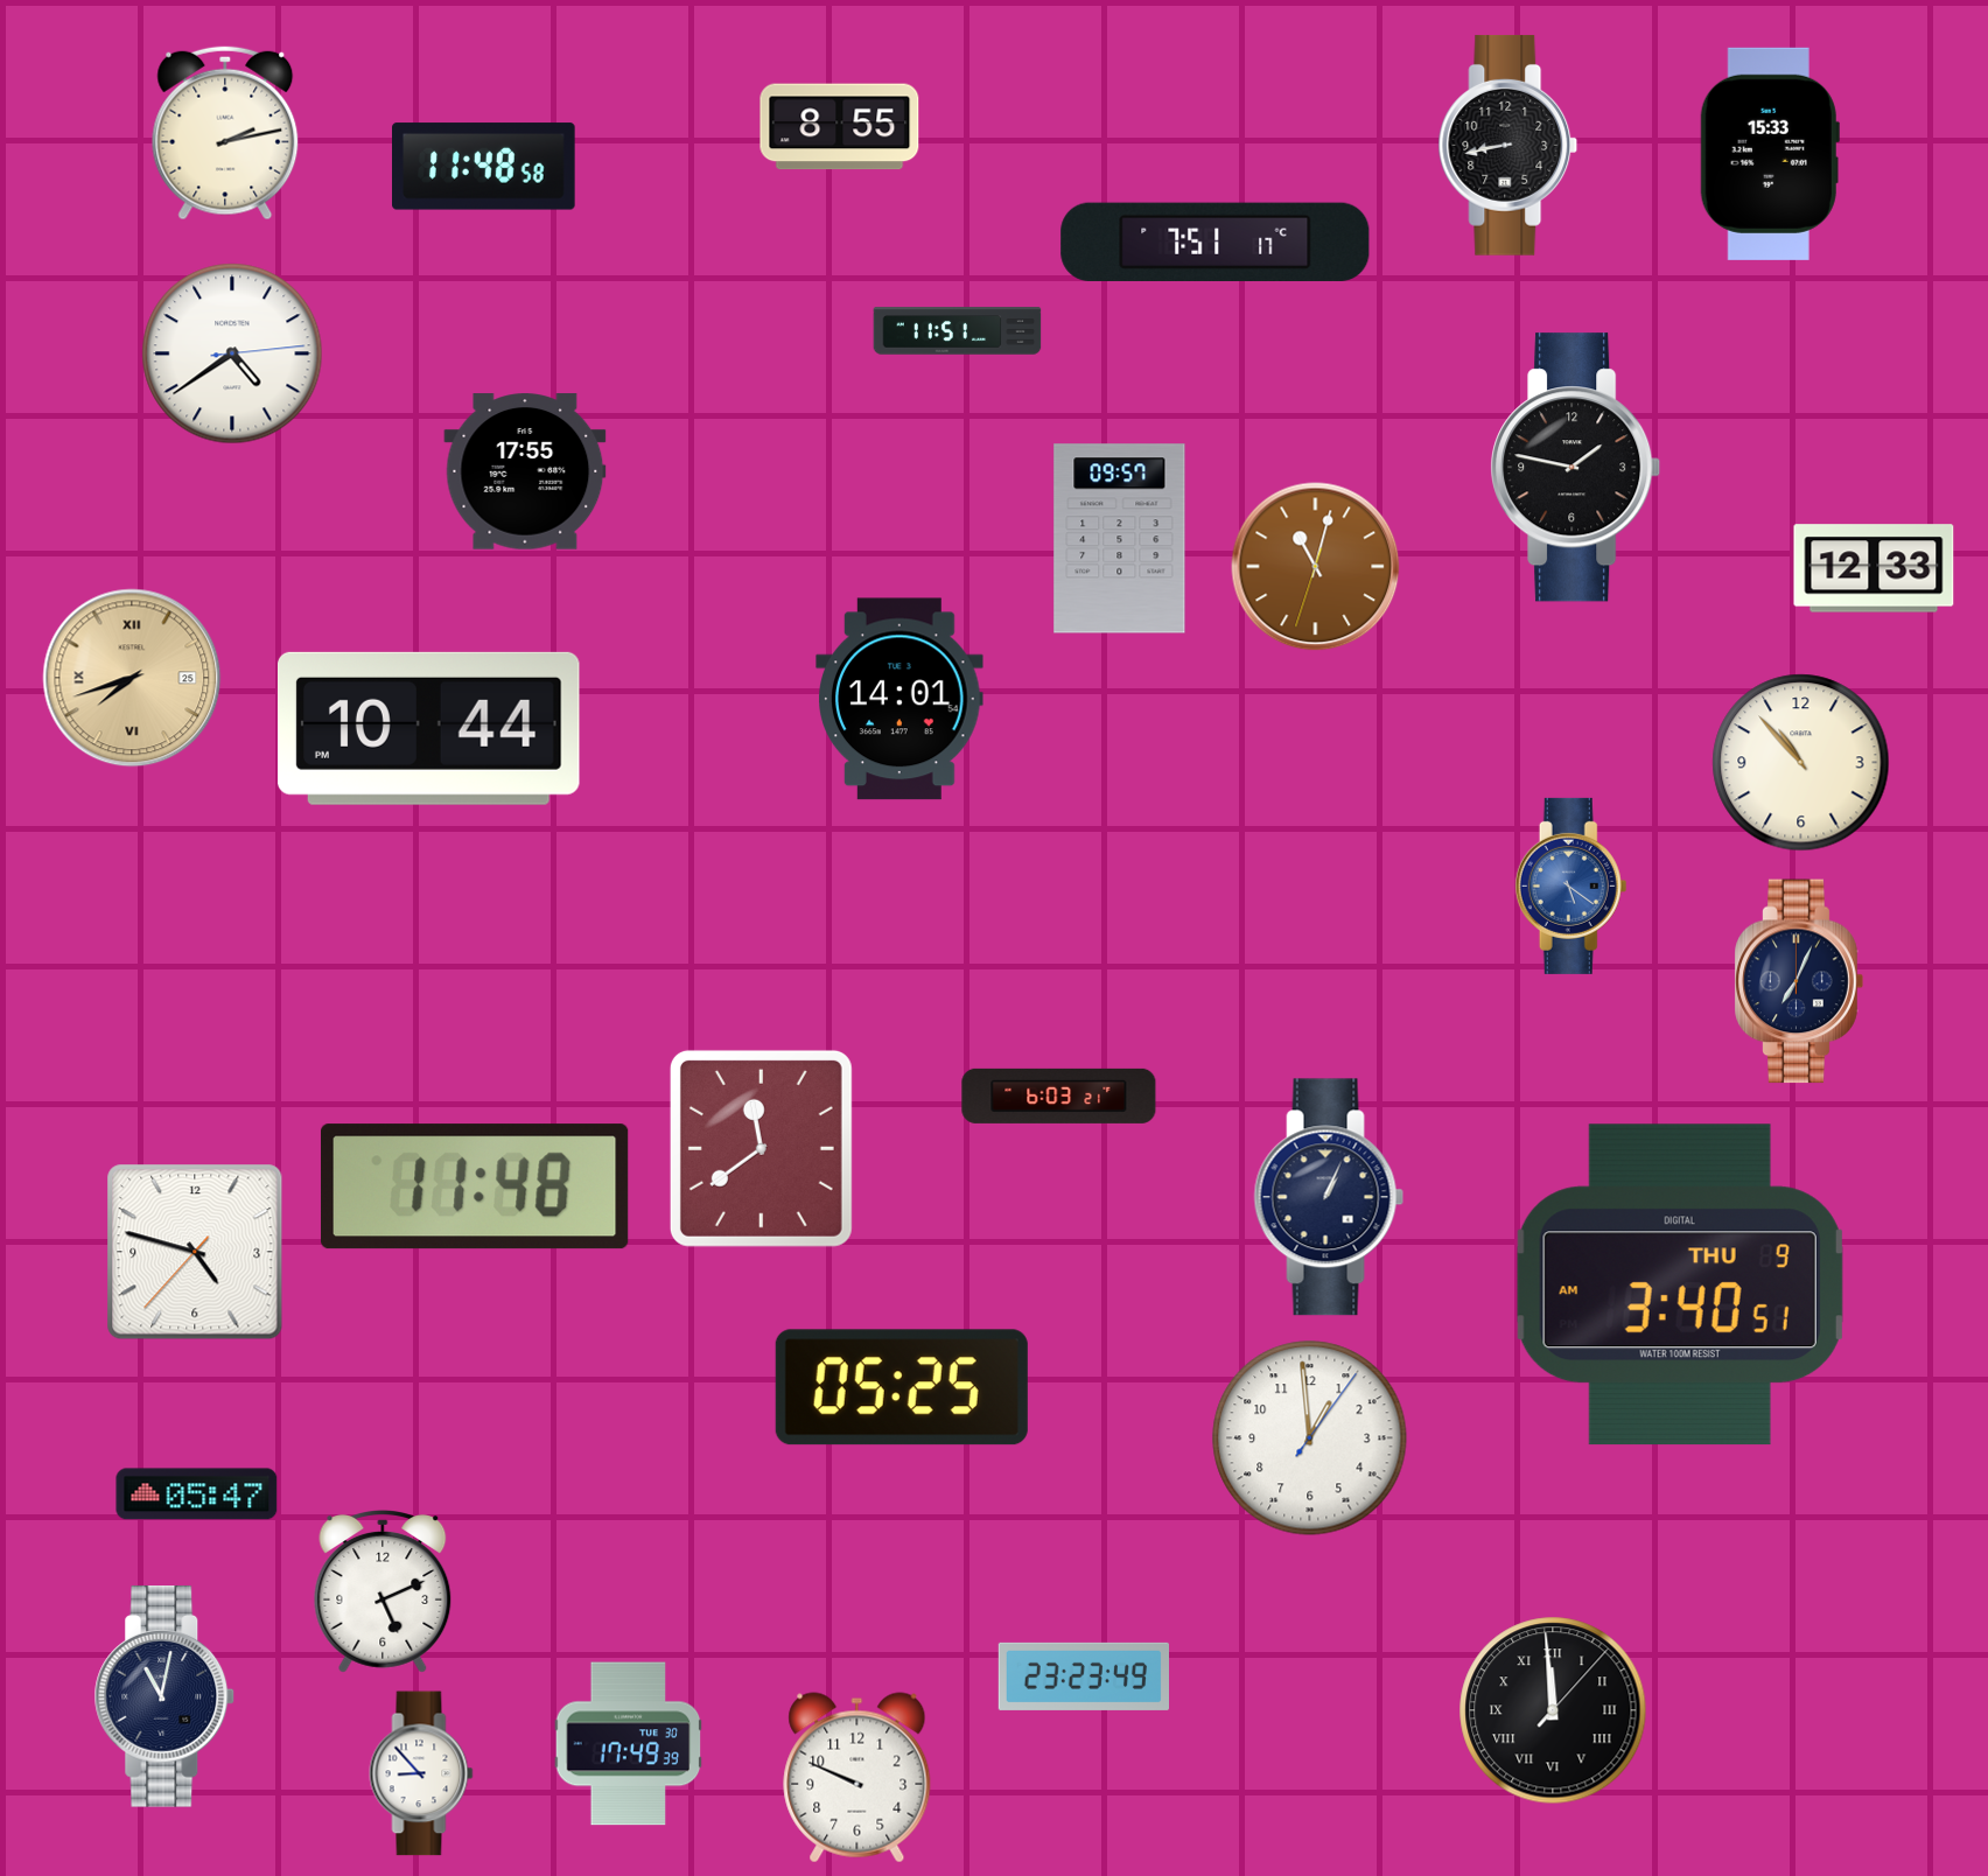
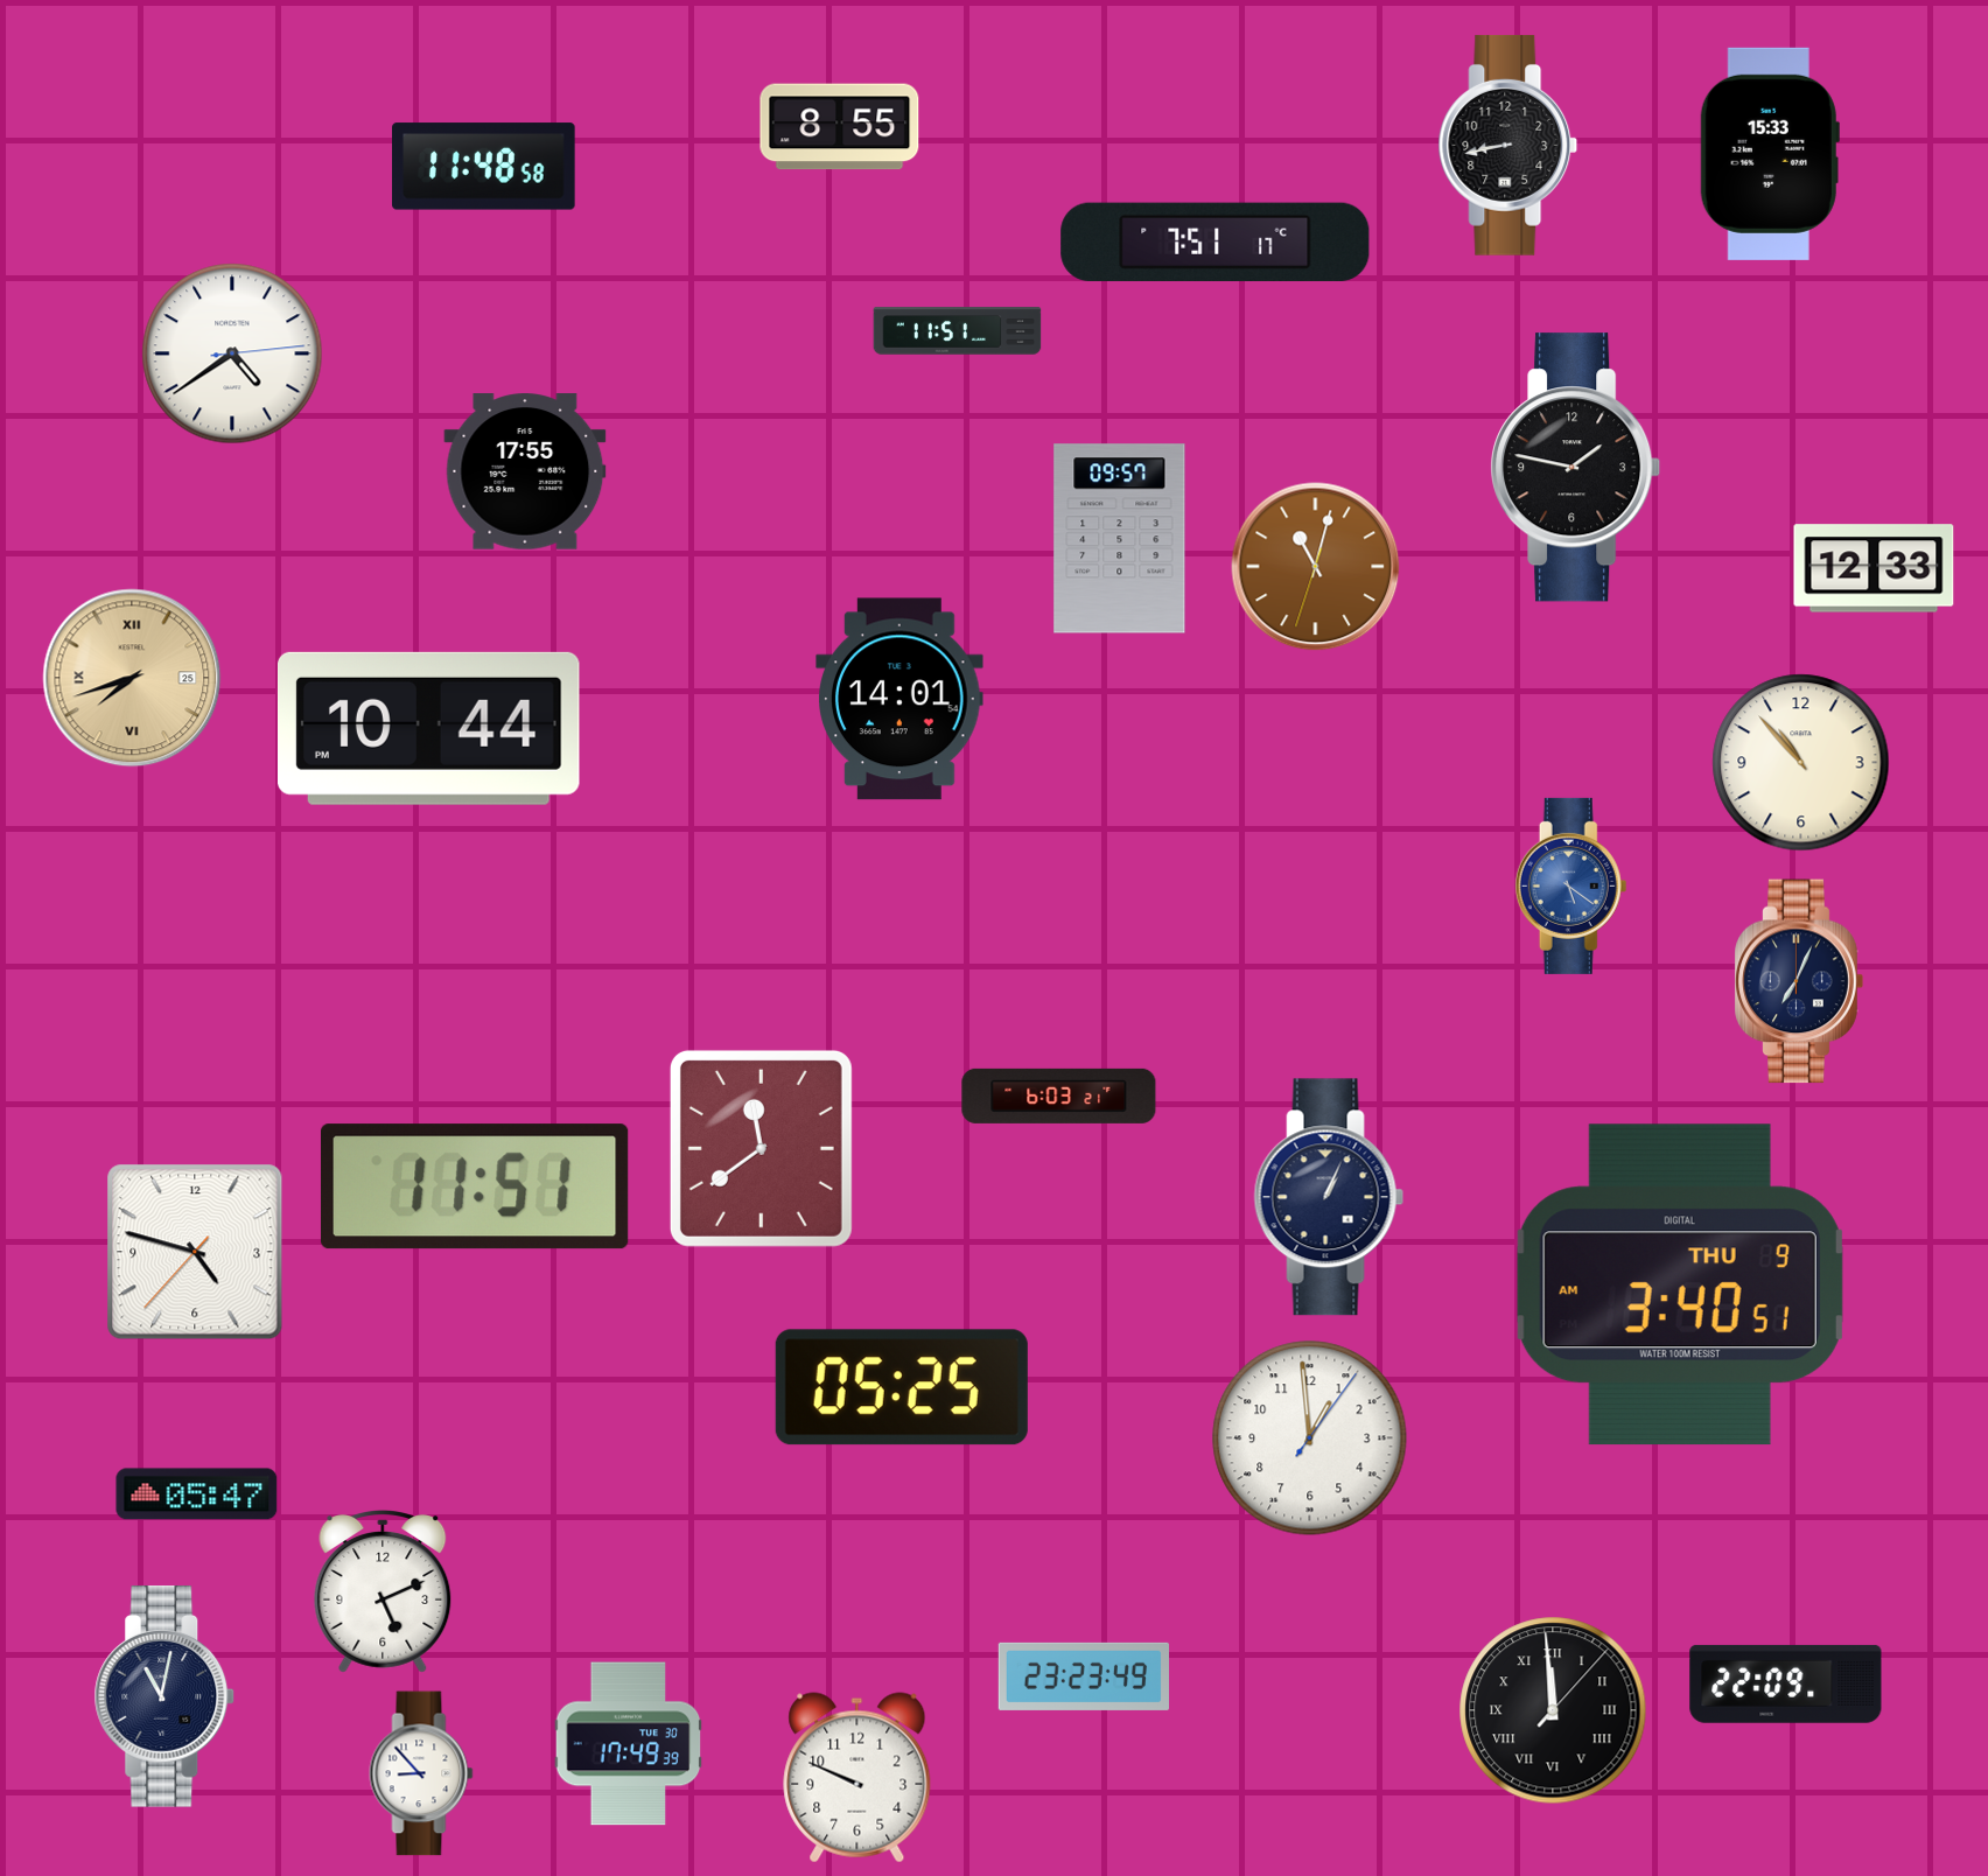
clock at (225, 133): 2:13 -> none
clock at (475, 1186): 11:48 -> 11:51
clock at (1786, 1683): none -> 22:09
